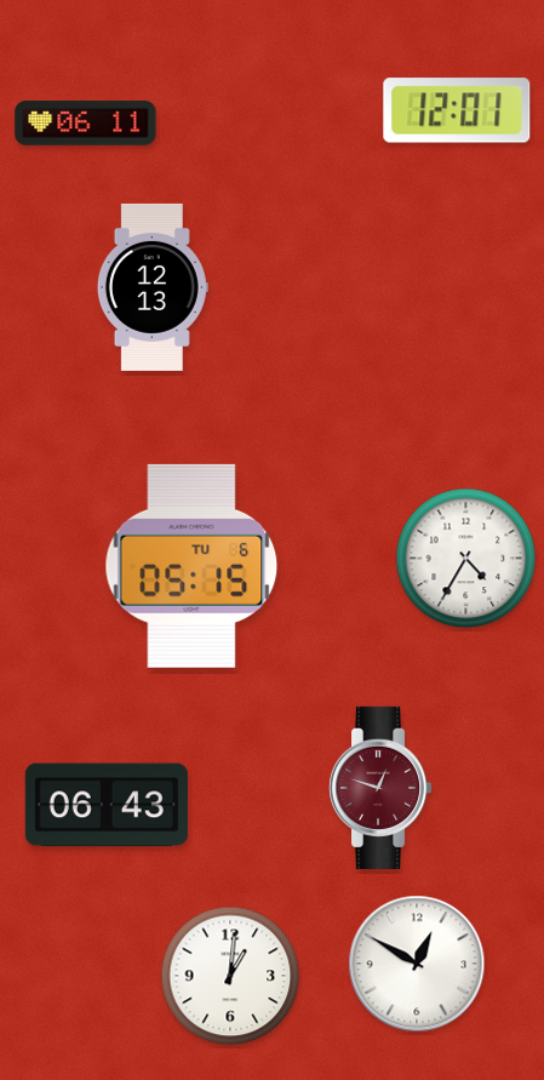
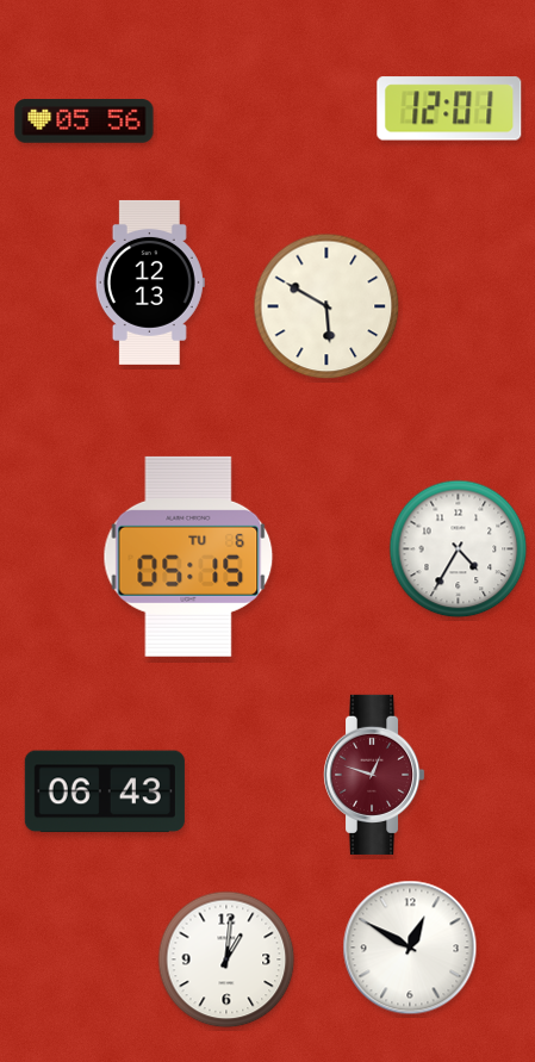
clock at (86, 124): 06:11 -> 05:56
clock at (326, 306): none -> 5:50
